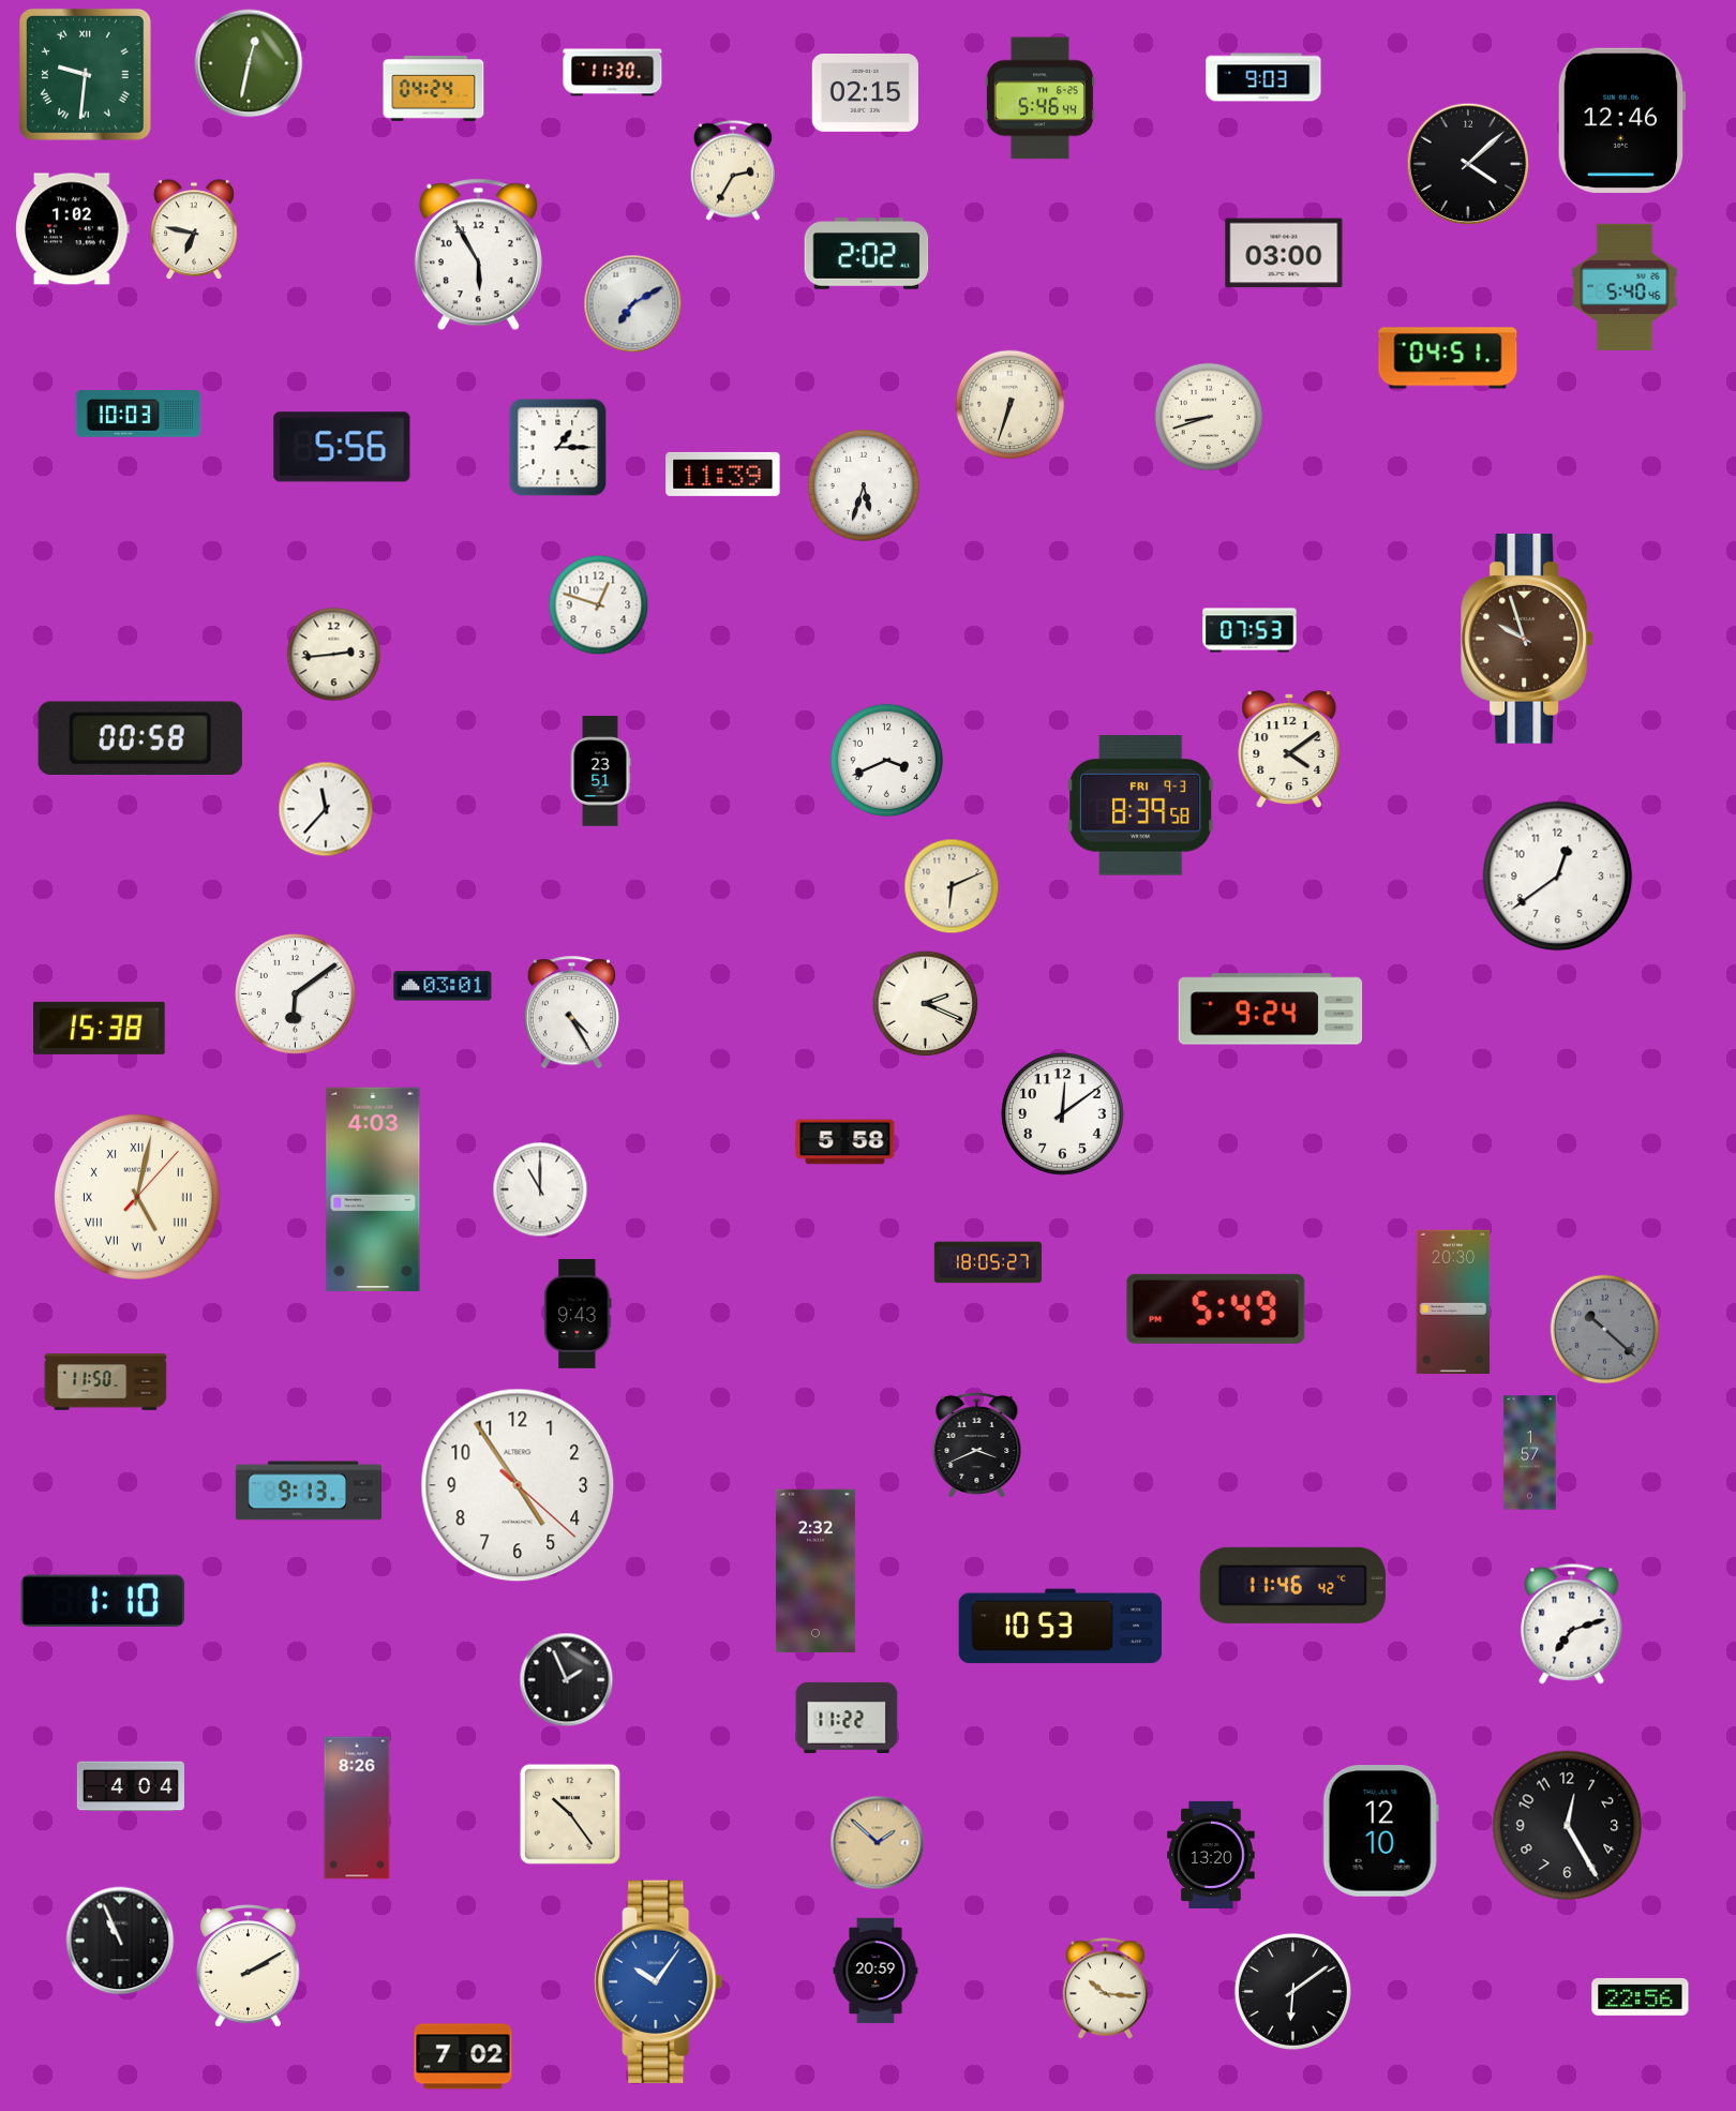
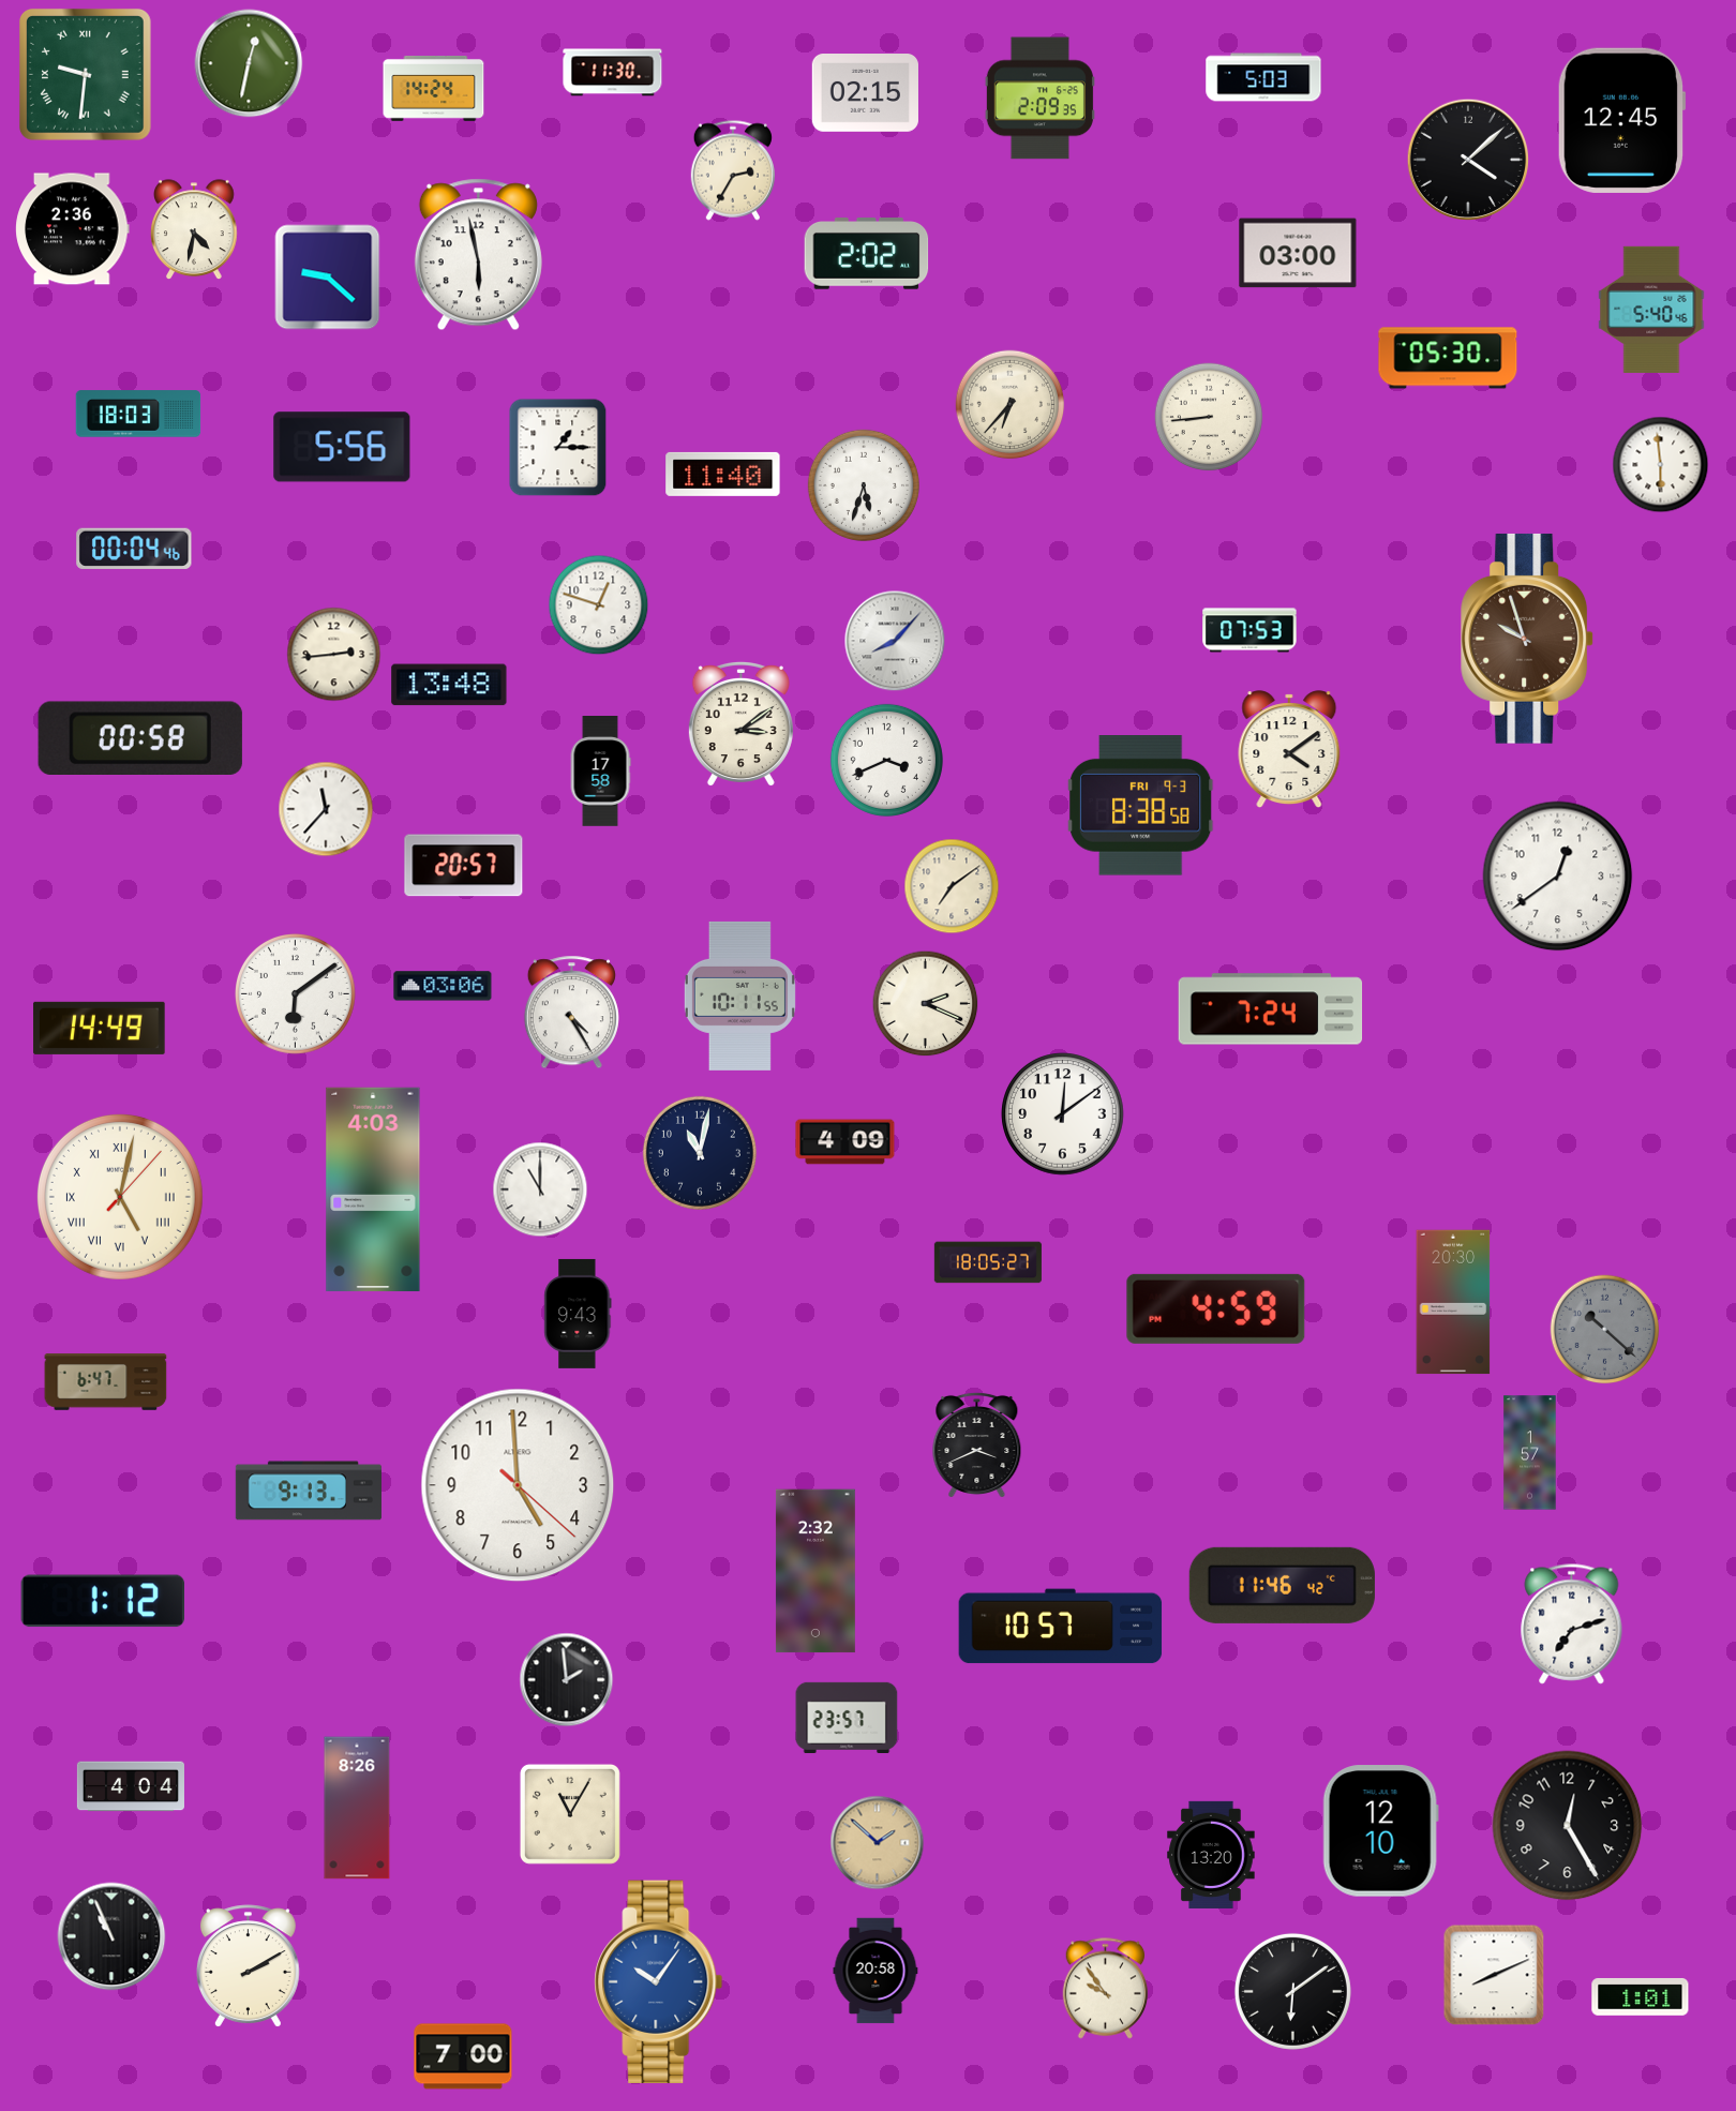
clock at (1263, 77): 9:03 -> 5:03
clock at (434, 89): 04:24 -> 14:24
clock at (1039, 99): 5:46 -> 2:09
clock at (1621, 120): 12:46 -> 12:45
clock at (1467, 163) position: (1467, 163) -> (1467, 159)
clock at (73, 229): 1:02 -> 2:36
clock at (195, 230): 6:47 -> 4:32
clock at (1284, 253) position: (1284, 253) -> (1298, 253)
clock at (478, 255): 5:55 -> 5:58
clock at (328, 278): none -> 9:22
clock at (1625, 287) position: (1625, 287) -> (1651, 310)
clock at (633, 304): 7:10 -> none
clock at (1448, 358): 04:51 -> 05:30
clock at (1011, 405): 6:33 -> 6:37
clock at (138, 414): 10:03 -> 18:03
clock at (1209, 417): 8:42 -> 8:44
clock at (1661, 465): none -> 5:59
clock at (723, 474): 11:39 -> 11:40
clock at (134, 549): none -> 00:04
clock at (895, 641): none -> 8:07
clock at (449, 685): none -> 13:48
clock at (740, 723): none -> 3:09
clock at (600, 772): 23:51 -> 17:58
clock at (1140, 806): 8:39 -> 8:38
clock at (464, 866): none -> 20:57
clock at (952, 886): 6:11 -> 7:09
clock at (443, 986): 03:01 -> 03:06
clock at (739, 995): none -> 10:11
clock at (1271, 1009): 9:24 -> 7:24
clock at (100, 1028): 15:38 -> 14:49
clock at (845, 1142): 5:58 -> 4:09
clock at (700, 1153): none -> 11:02
clock at (137, 1197) position: (137, 1197) -> (120, 1197)
clock at (1216, 1308): 5:49 -> 4:59
clock at (106, 1382): 11:50 -> 6:47
clock at (518, 1485): 4:54 -> 4:59
clock at (1292, 1585) position: (1292, 1585) -> (1282, 1585)
clock at (102, 1601): 1:10 -> 1:12
clock at (1061, 1627): 10:53 -> 10:57
clock at (567, 1680): 1:56 -> 1:59
clock at (847, 1717): 11:22 -> 23:57
clock at (570, 1814): 10:24 -> 11:05
clock at (120, 1941) position: (120, 1941) -> (111, 1936)
clock at (876, 1971): 20:59 -> 20:58
clock at (1494, 1975): none -> 8:11
clock at (1106, 1989): 10:16 -> 9:54
clock at (1641, 1997): 22:56 -> 1:01
clock at (463, 2056): 7:02 -> 7:00
